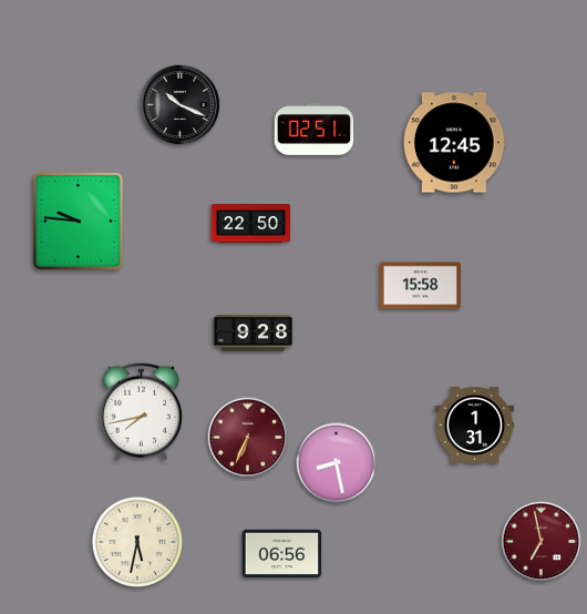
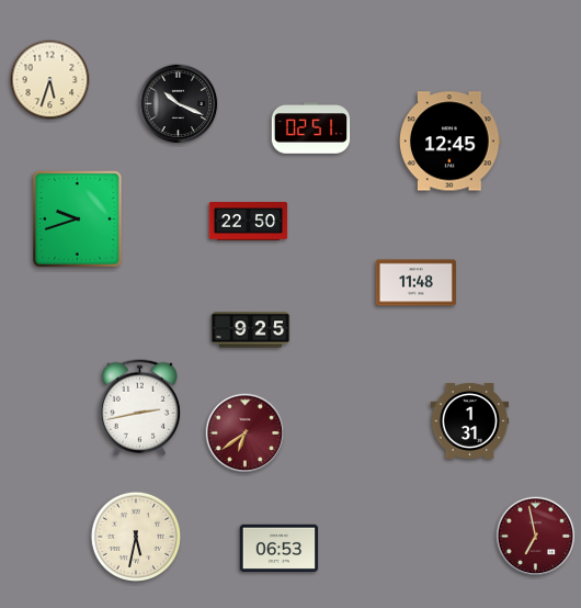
clock at (50, 80): none -> 5:33
clock at (79, 222): 9:46 -> 9:42
clock at (420, 286): 15:58 -> 11:48
clock at (254, 334): 9:28 -> 9:25
clock at (141, 412): 7:43 -> 2:43
clock at (248, 438): 6:34 -> 6:39
clock at (337, 463): 8:28 -> none
clock at (282, 553): 06:56 -> 06:53
